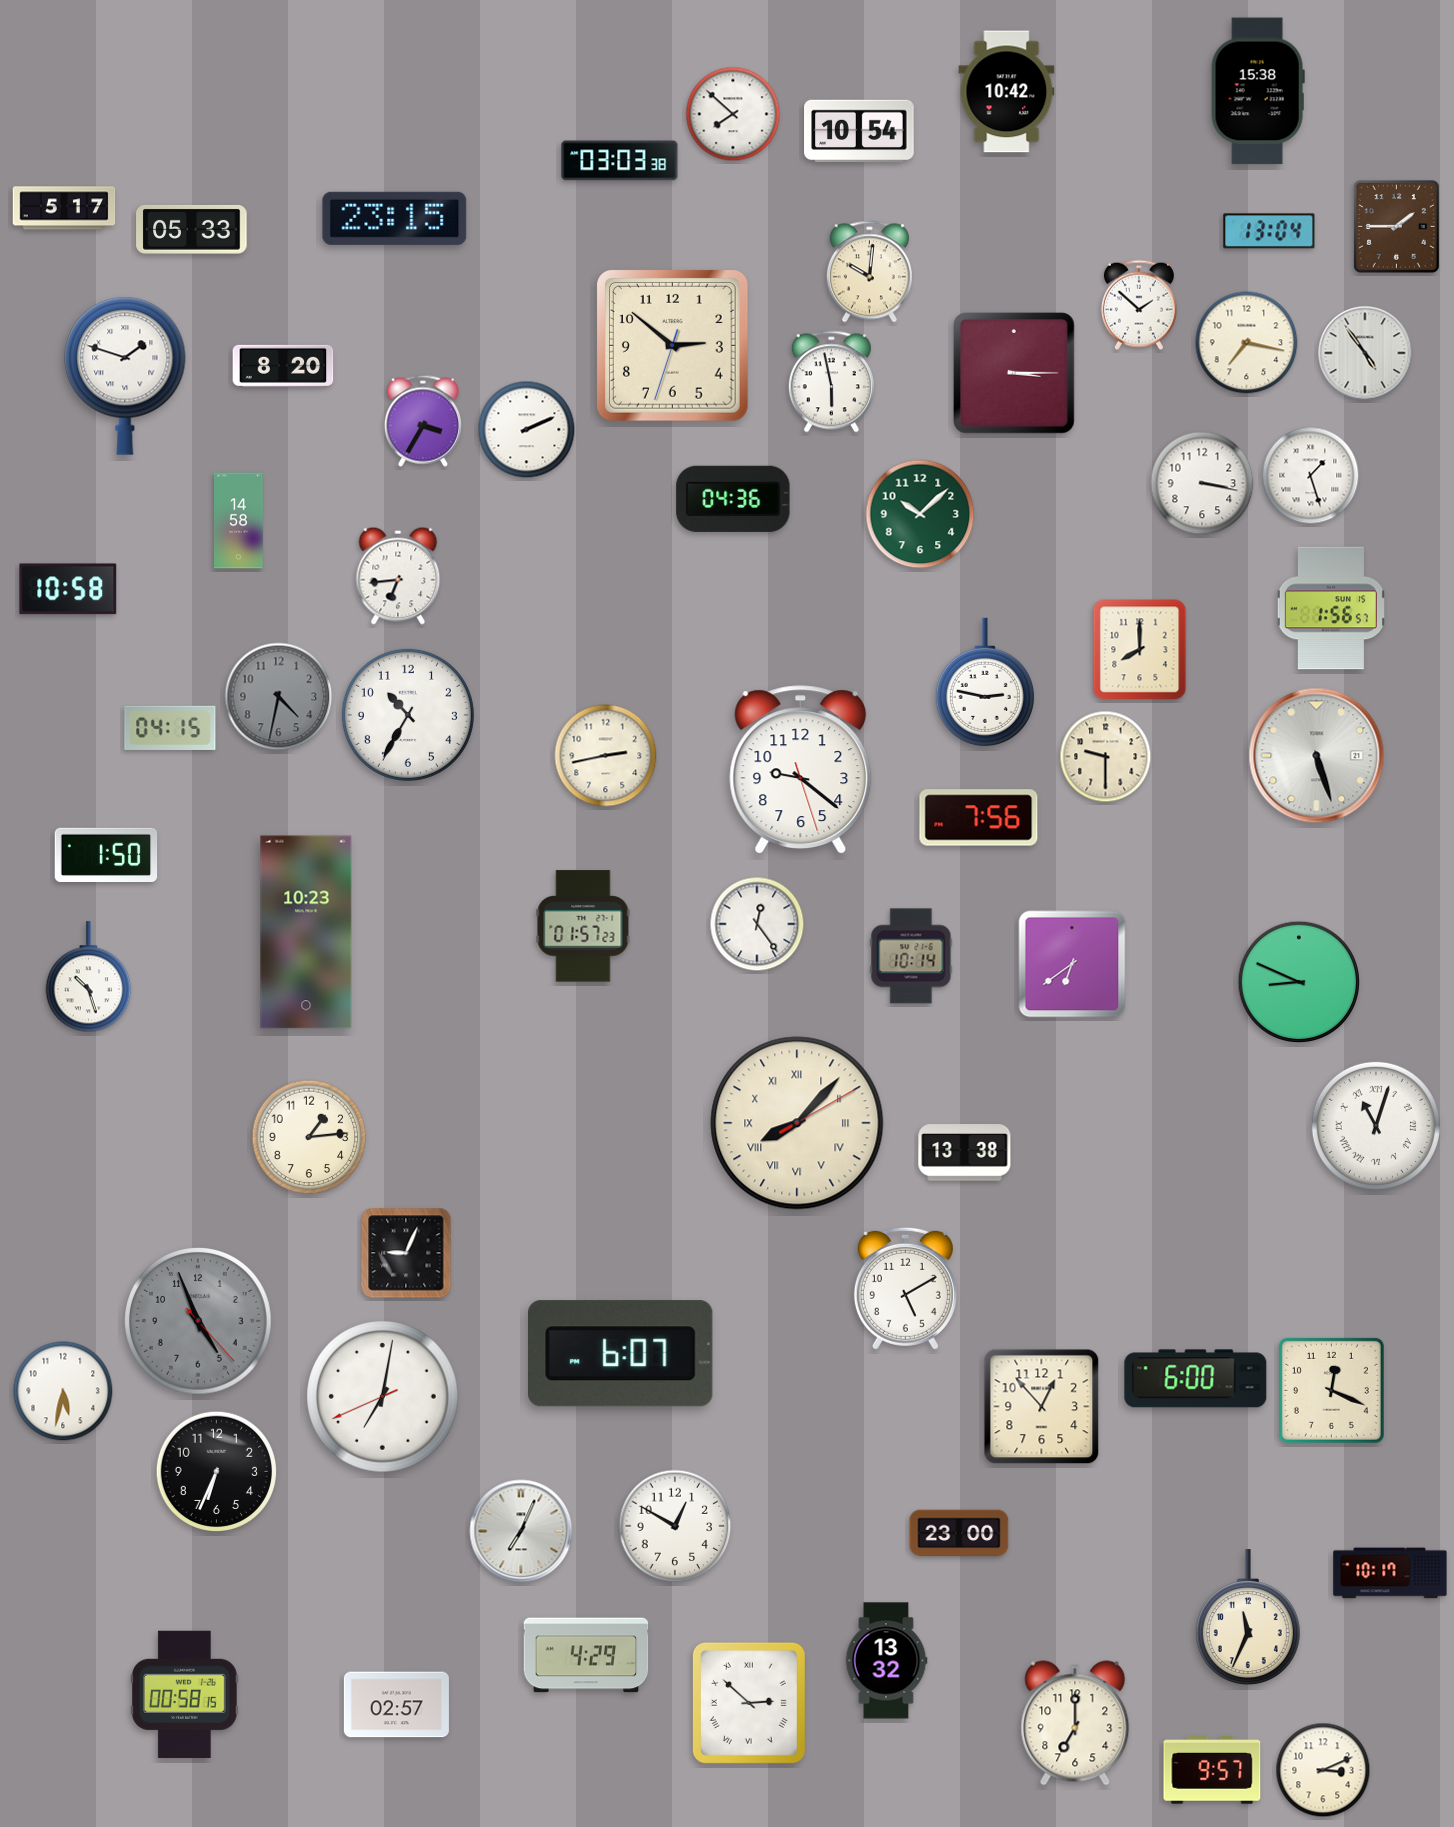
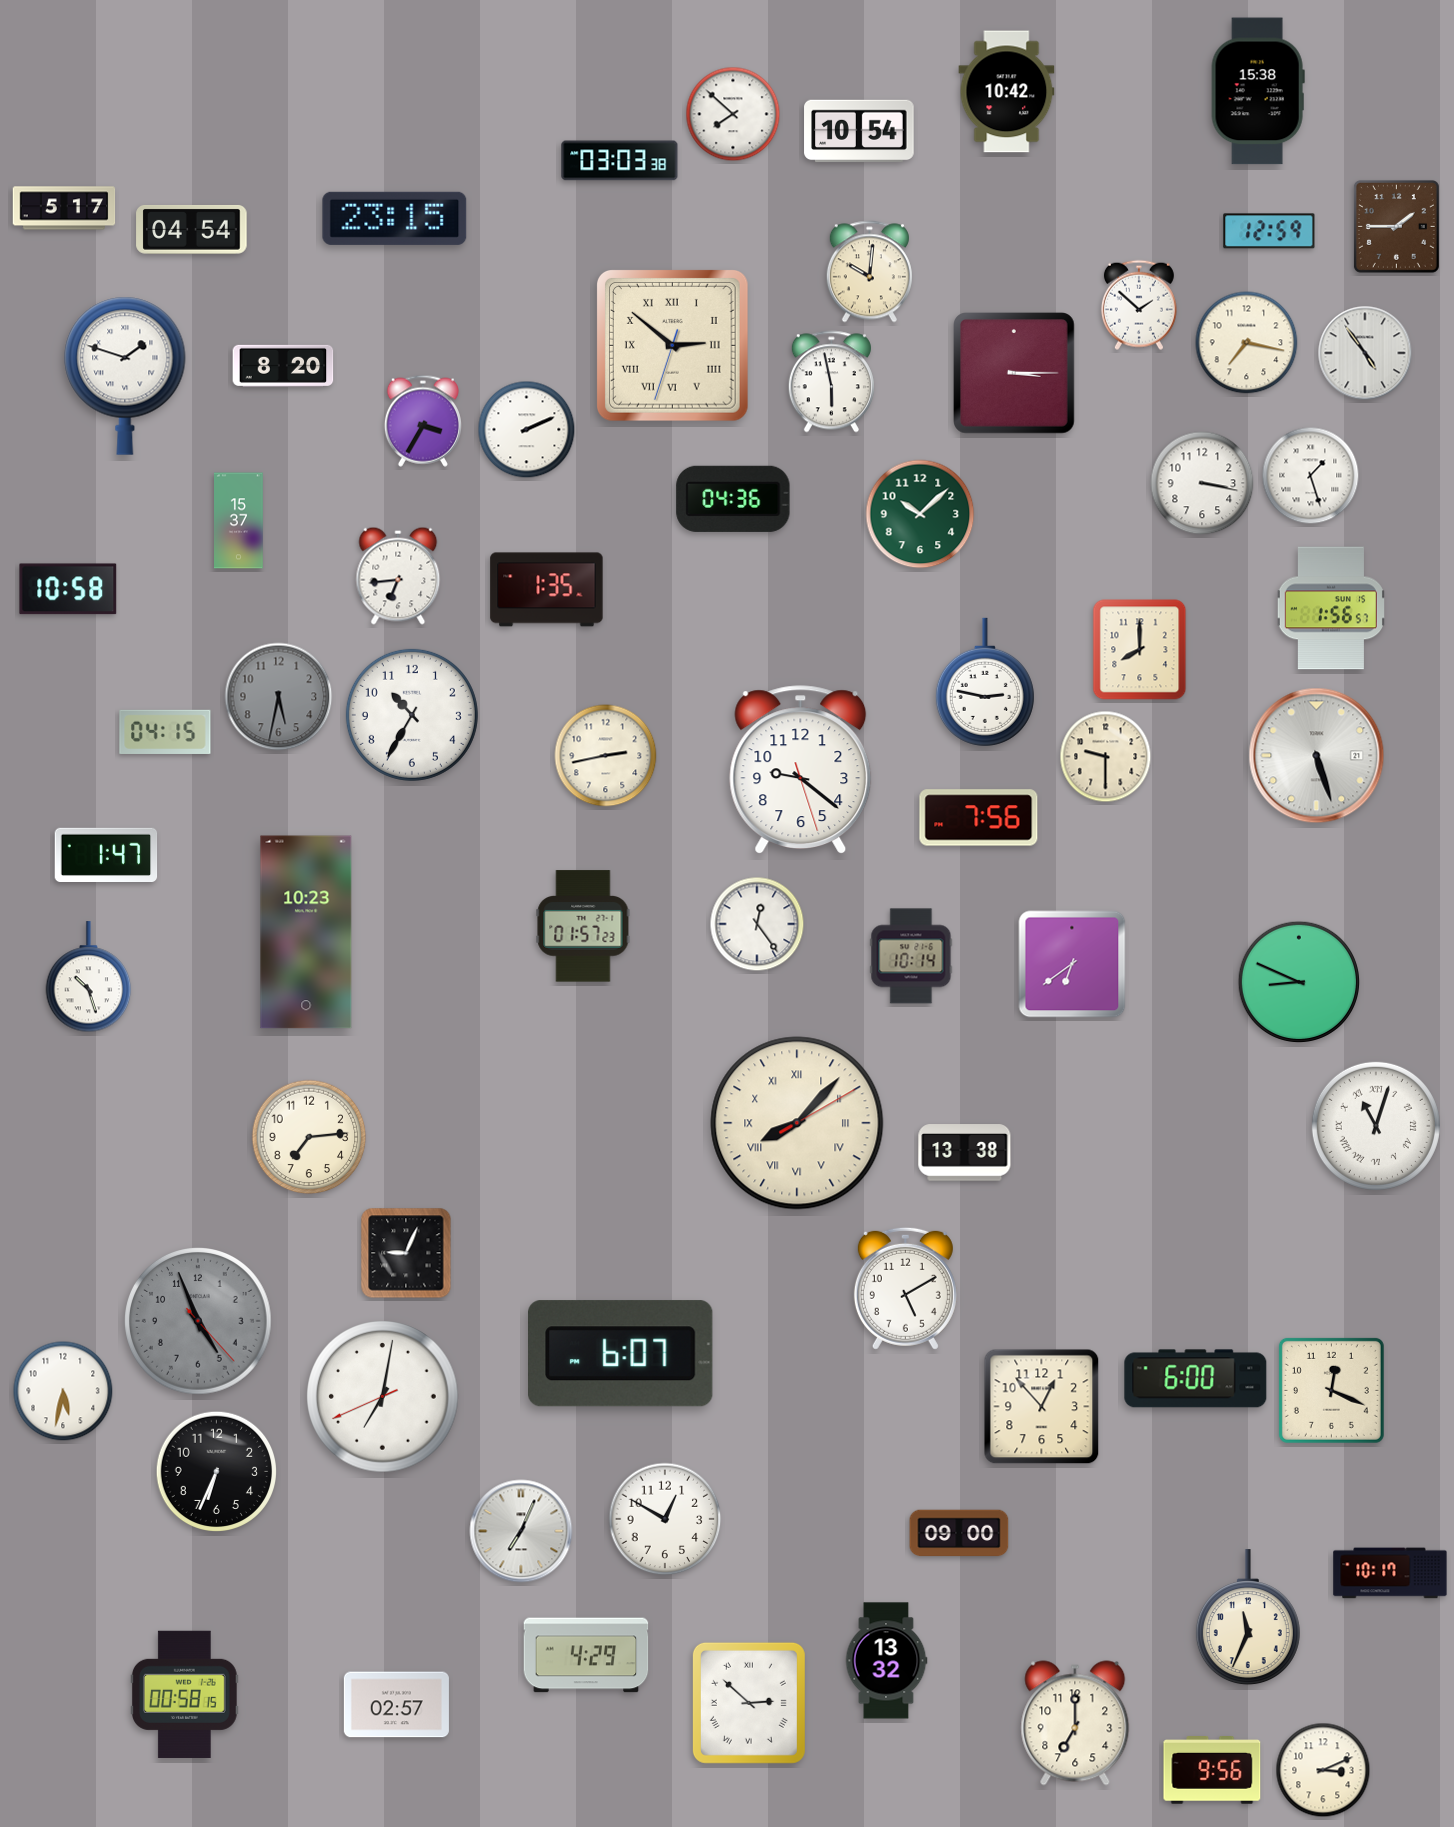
clock at (192, 229): 05:33 -> 04:54
clock at (1269, 231): 13:04 -> 12:59
clock at (673, 346) numerals: Arabic -> Roman
clock at (239, 521): 14:58 -> 15:37
clock at (547, 590): none -> 1:35
clock at (279, 697): 4:32 -> 5:32
clock at (408, 715) position: (408, 715) -> (412, 715)
clock at (170, 728) position: (170, 728) -> (165, 732)
clock at (106, 854): 1:50 -> 1:47
clock at (309, 1137): 1:14 -> 7:14
clock at (675, 1526) position: (675, 1526) -> (665, 1519)
clock at (959, 1533): 23:00 -> 09:00
clock at (1212, 1771): 9:57 -> 9:56
